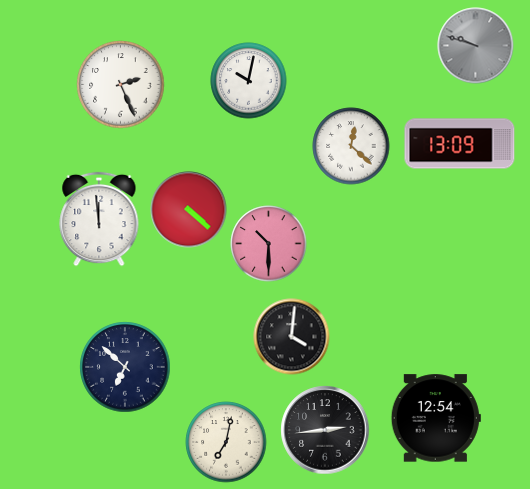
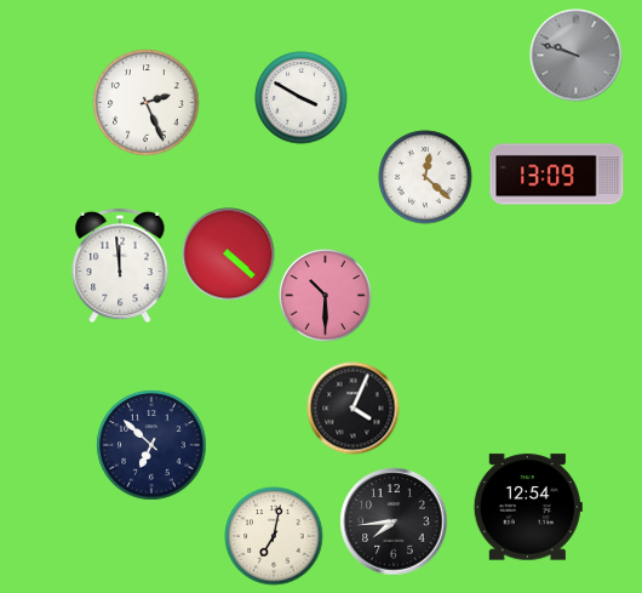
clock at (249, 81): 10:02 -> 3:50
clock at (292, 337): 4:01 -> 4:04
clock at (325, 430): 2:44 -> 7:44
